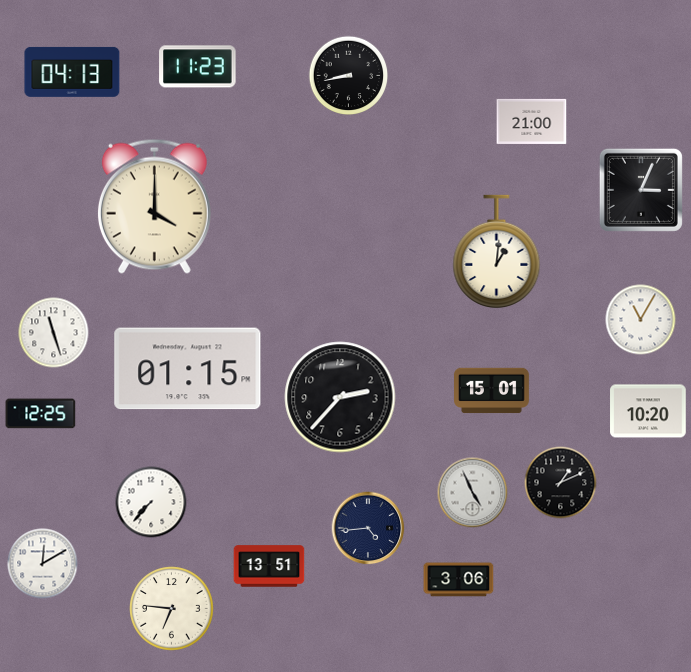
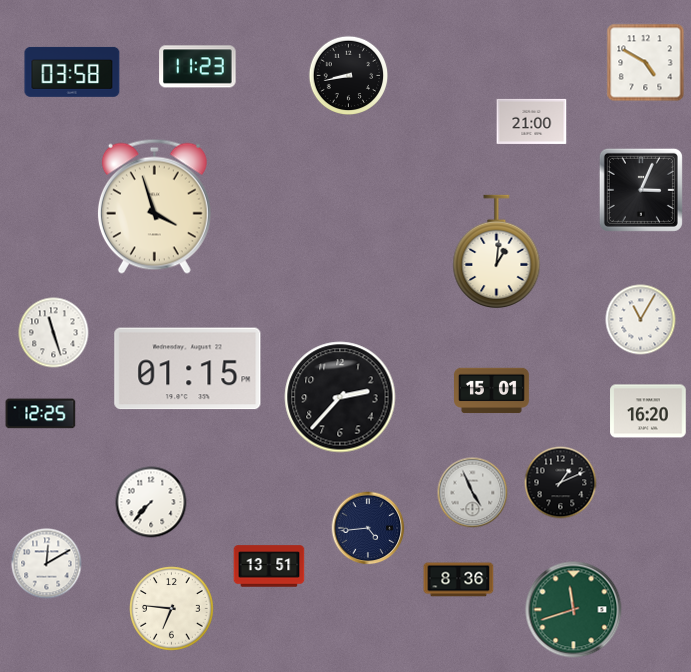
clock at (646, 63): none -> 4:50
clock at (72, 72): 04:13 -> 03:58
clock at (154, 206): 4:00 -> 3:57
clock at (648, 411): 10:20 -> 16:20
clock at (43, 564) position: (43, 564) -> (47, 564)
clock at (459, 580): 3:06 -> 8:36
clock at (574, 610): none -> 11:42
